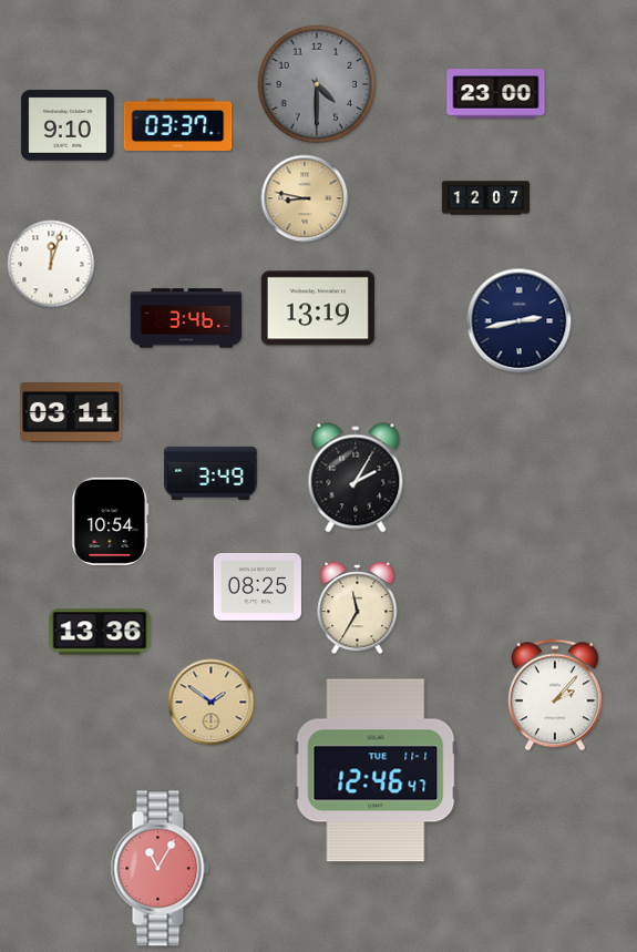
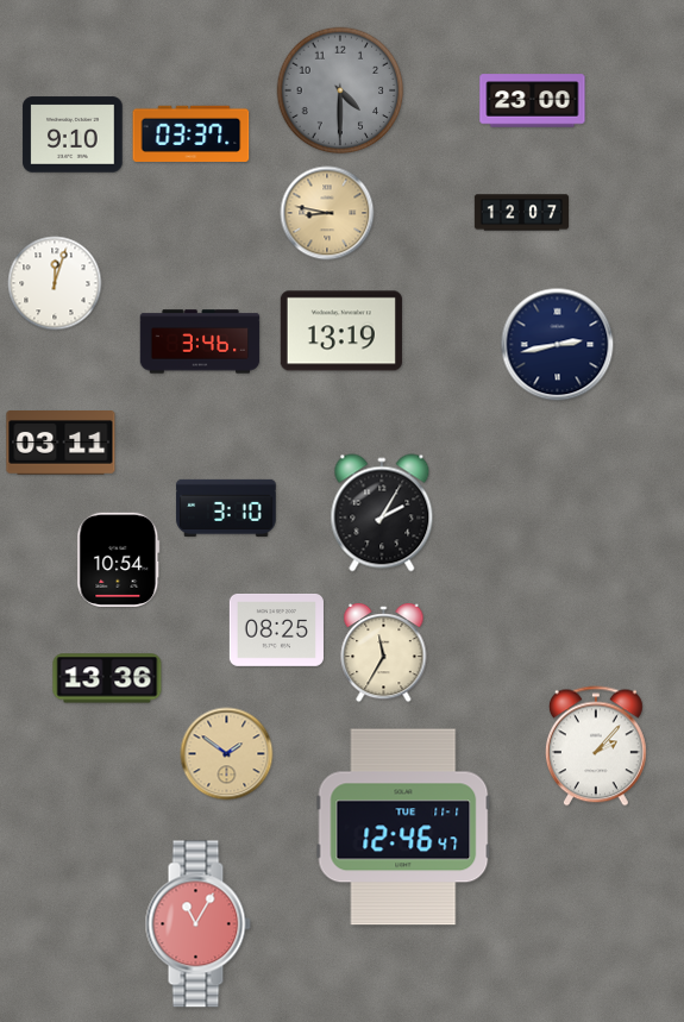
clock at (71, 413) position: (71, 413) -> (61, 444)
clock at (210, 473): 3:49 -> 3:10
clock at (160, 869) position: (160, 869) -> (197, 924)
